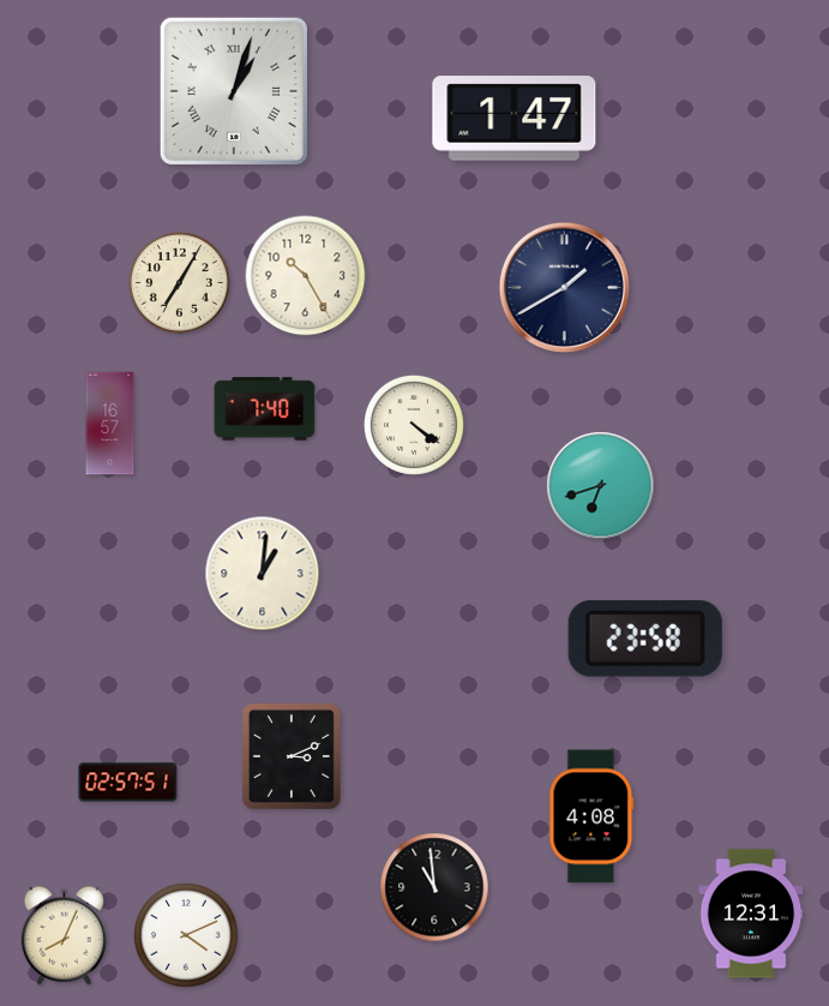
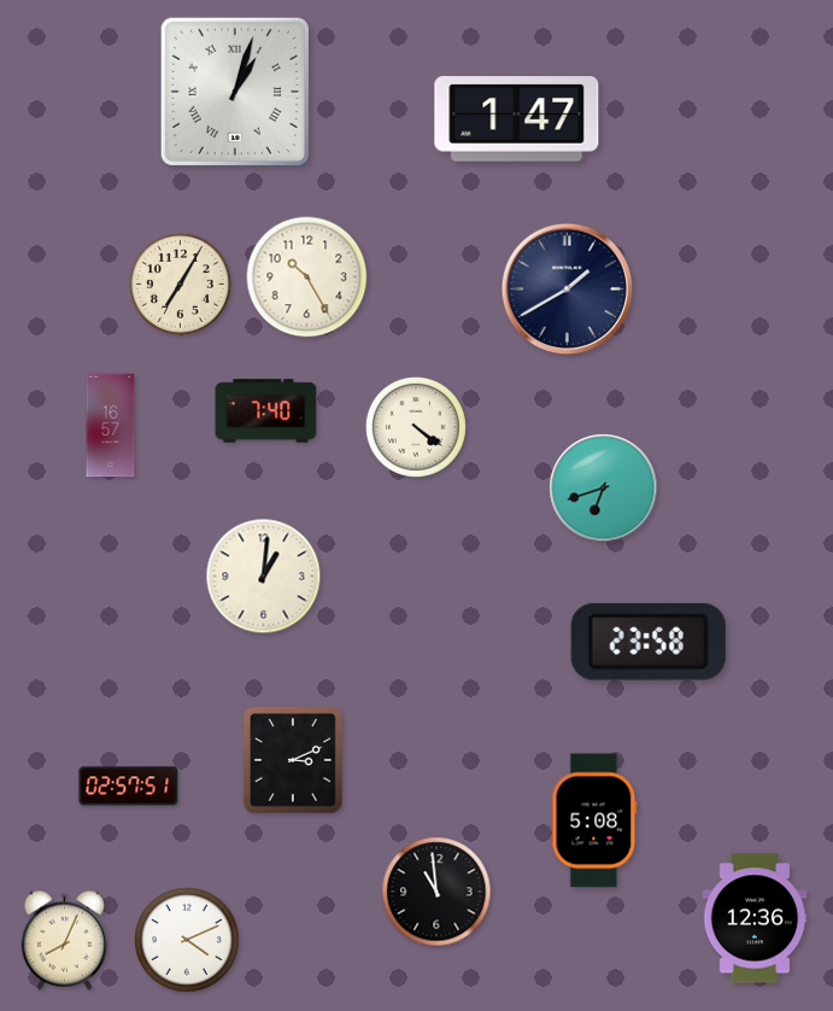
clock at (591, 816): 4:08 -> 5:08
clock at (751, 914): 12:31 -> 12:36
